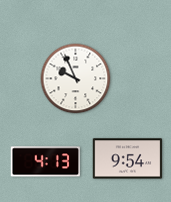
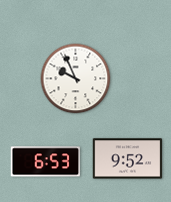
clock at (128, 159): 9:54 -> 9:52
clock at (46, 162): 4:13 -> 6:53
